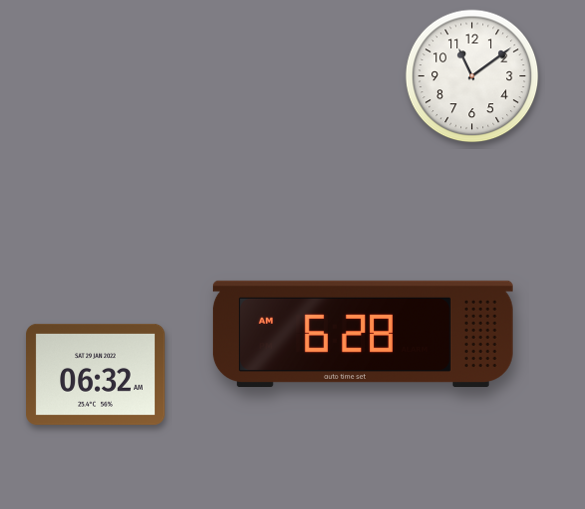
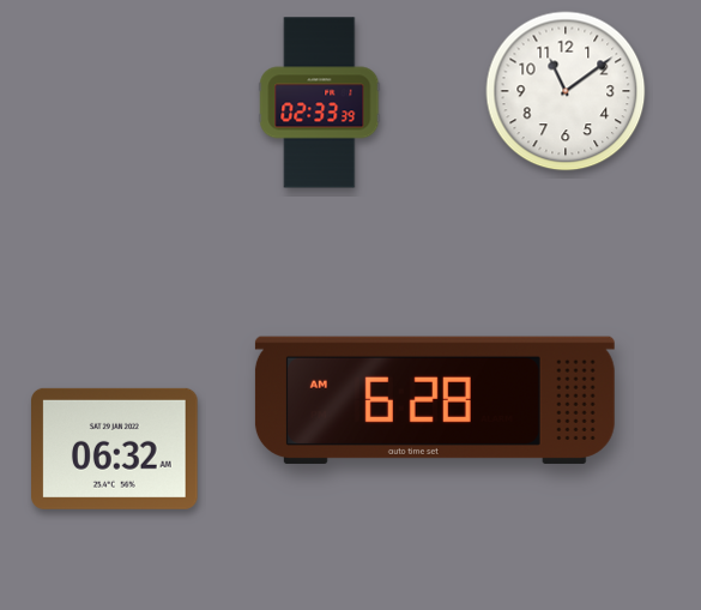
clock at (320, 103): none -> 02:33
